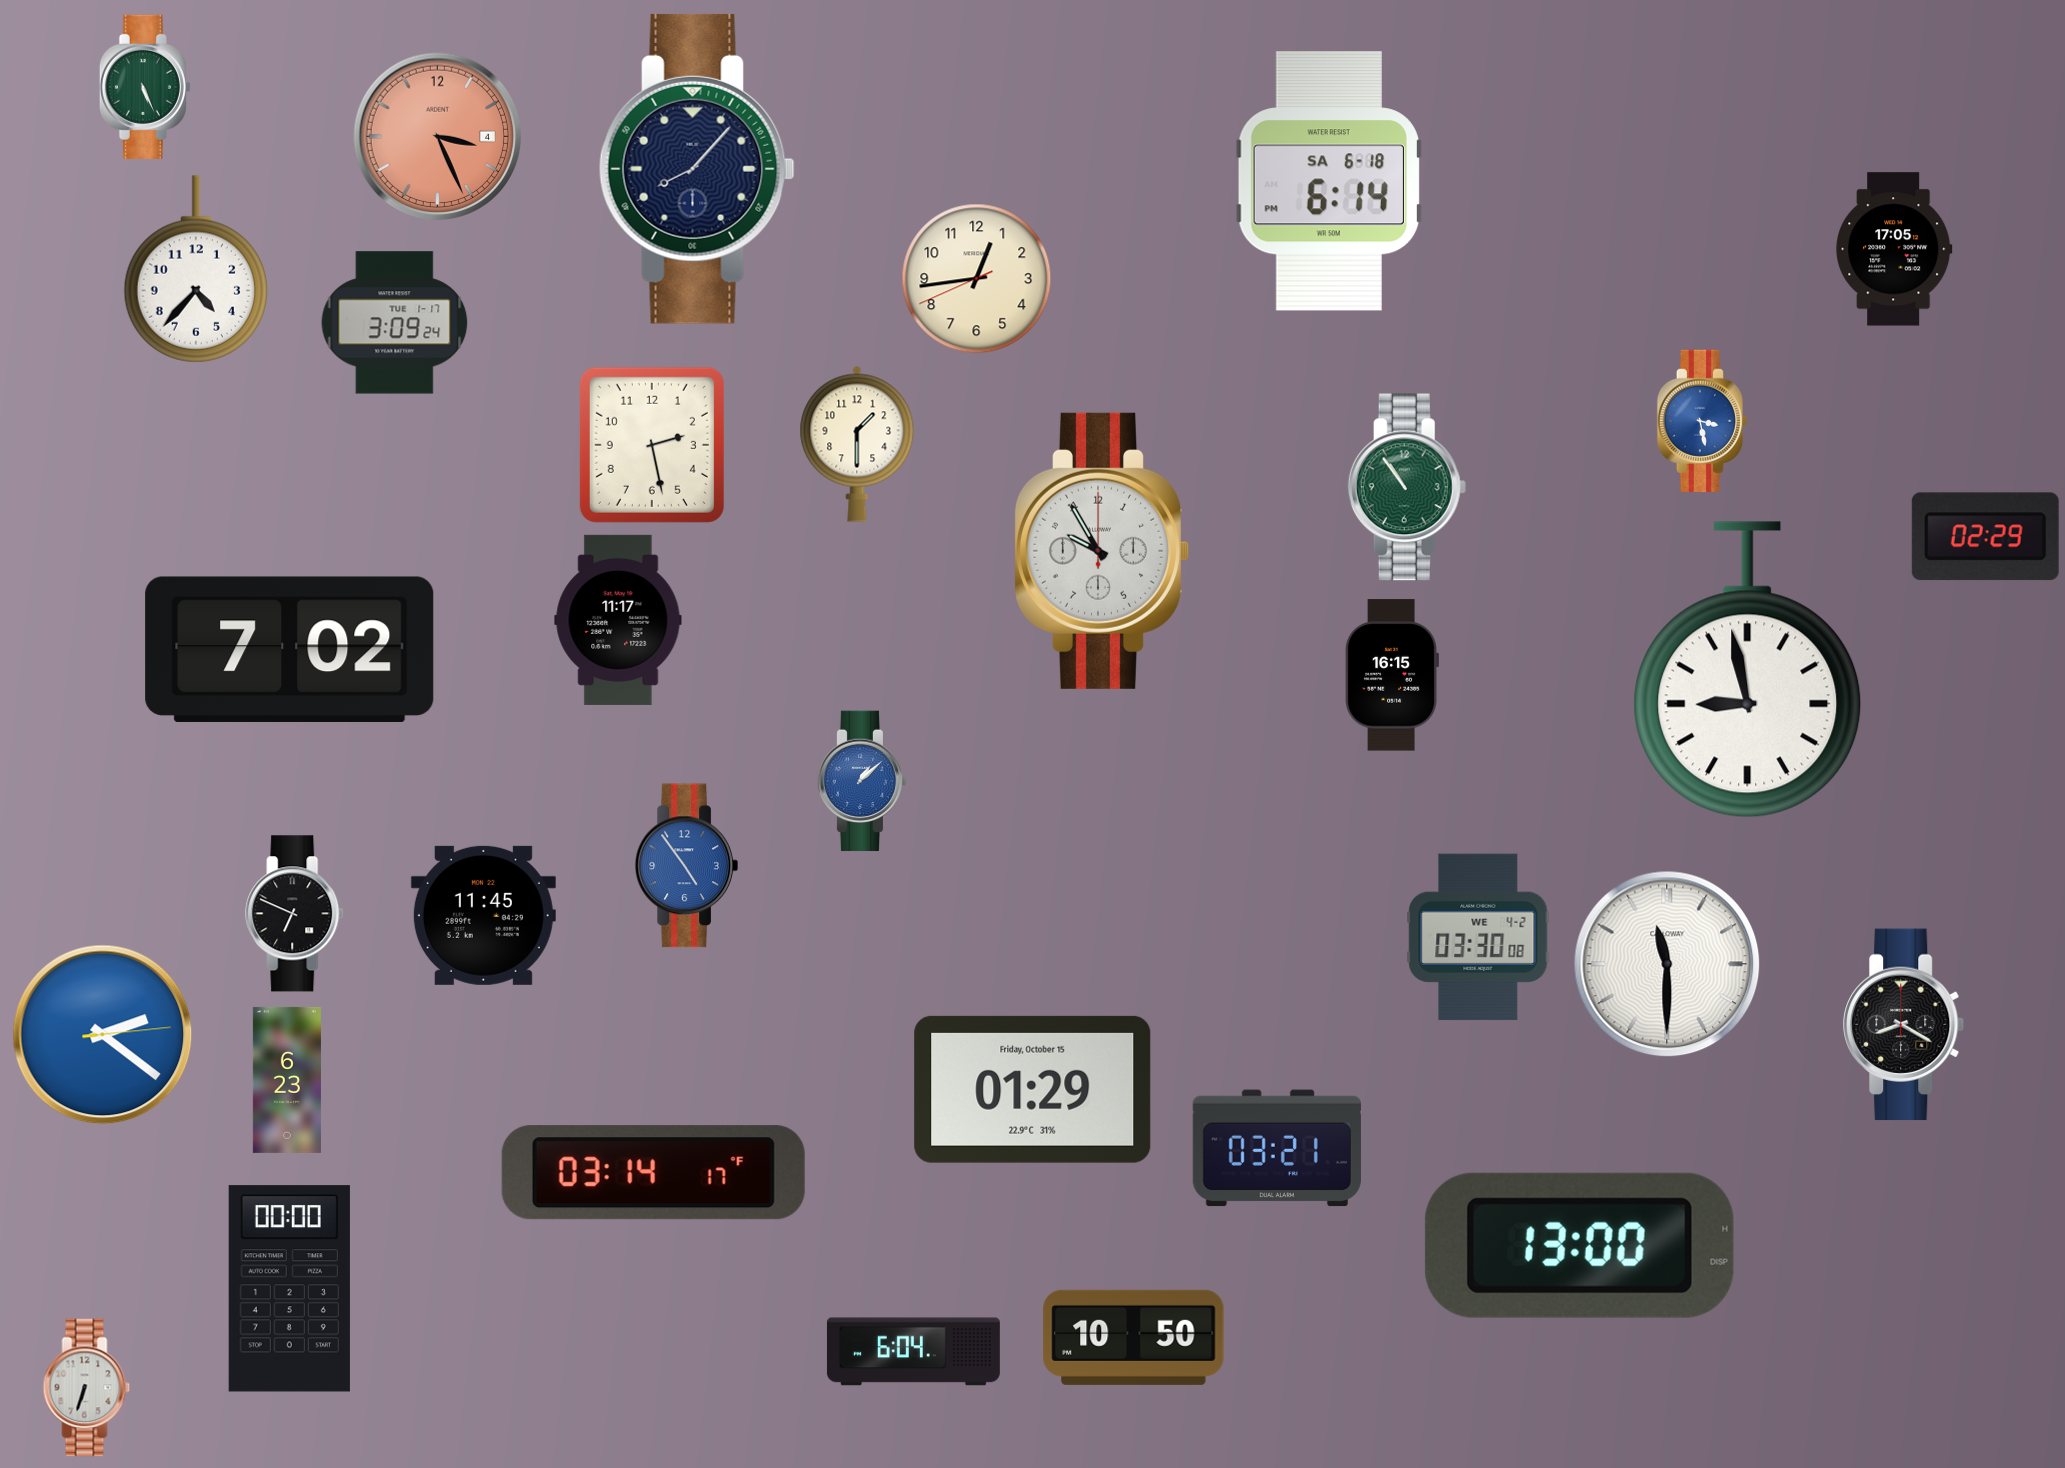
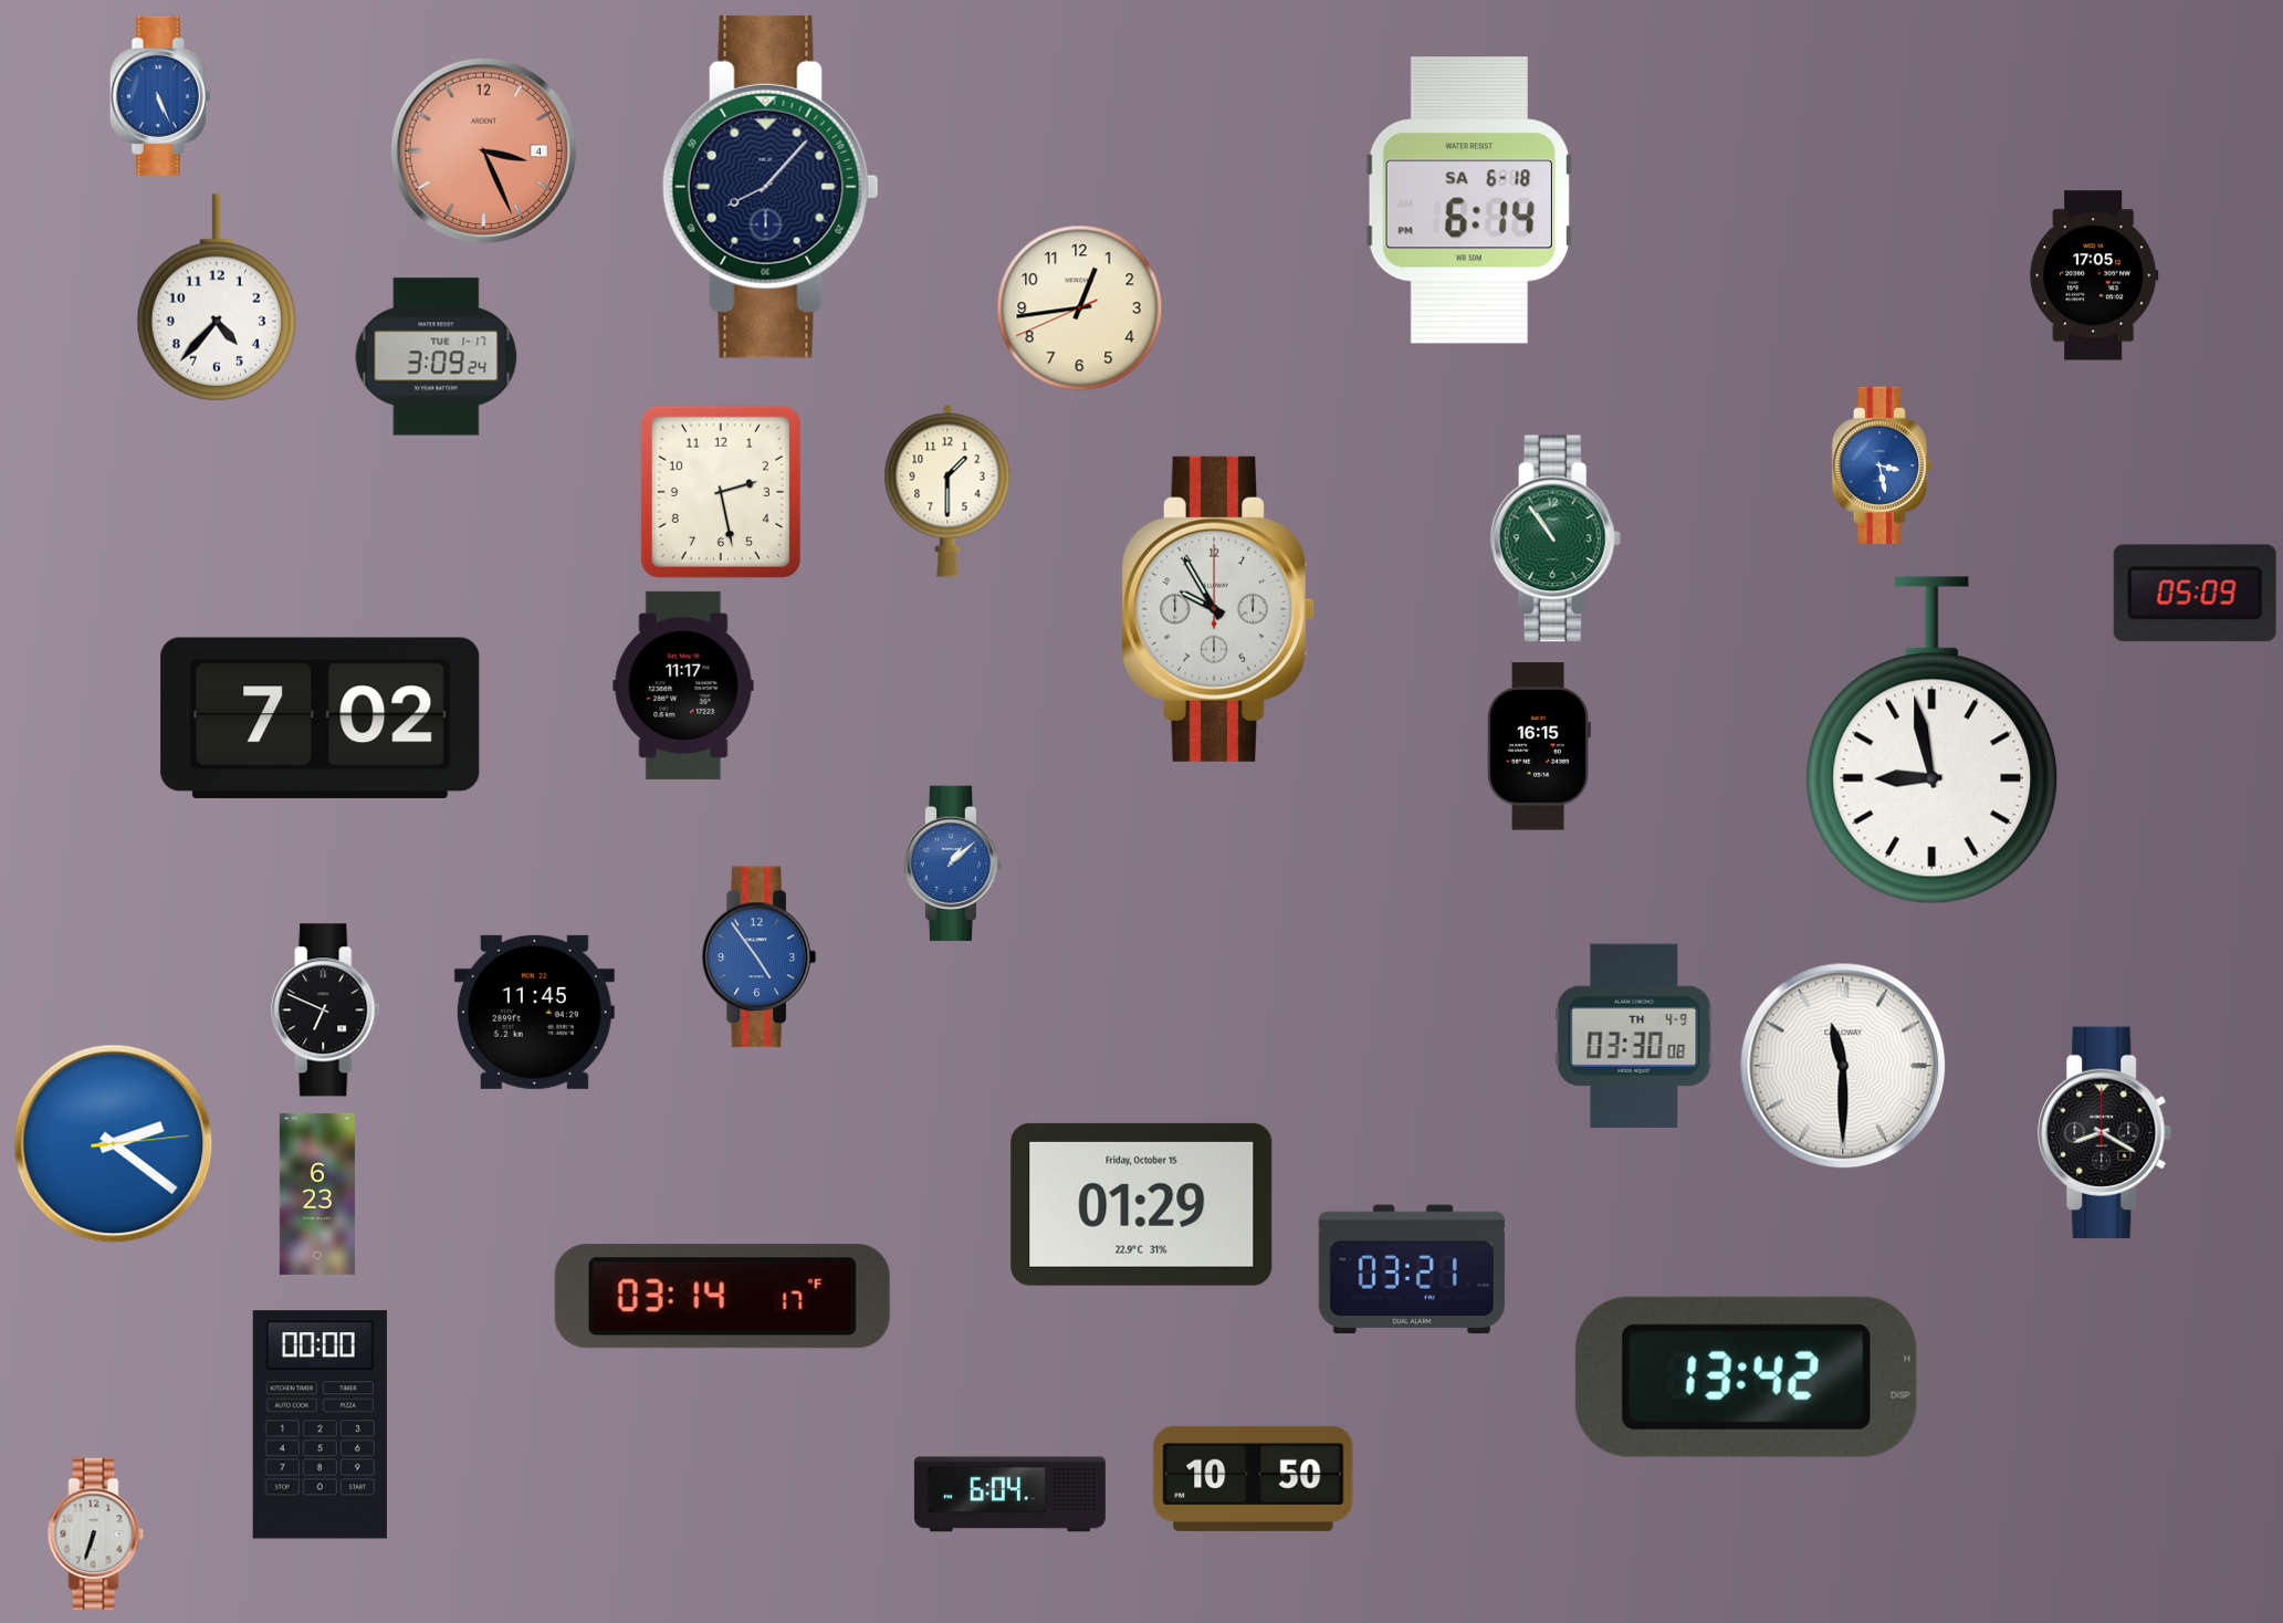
clock at (145, 87) dial: green -> blue
clock at (1985, 537): 02:29 -> 05:09
clock at (1478, 937) date: WE 4-2 -> TH 4-9
clock at (1579, 1245): 13:00 -> 13:42
